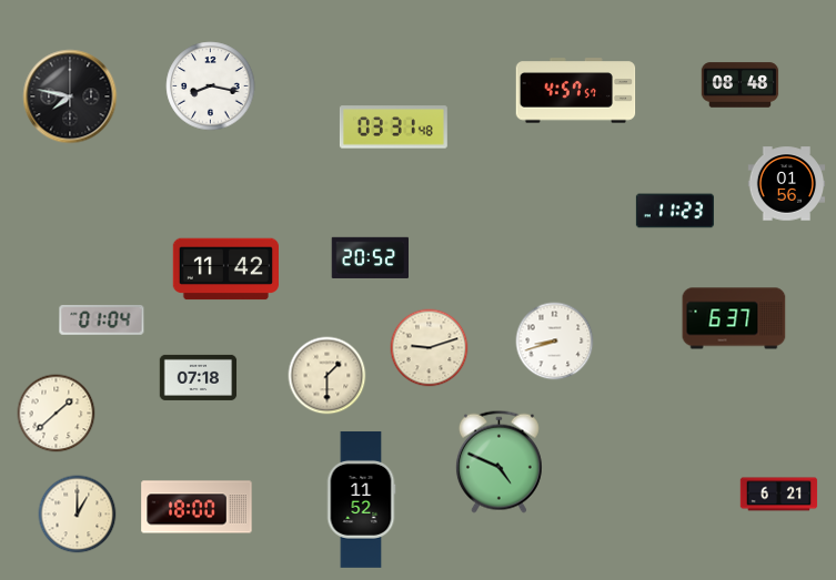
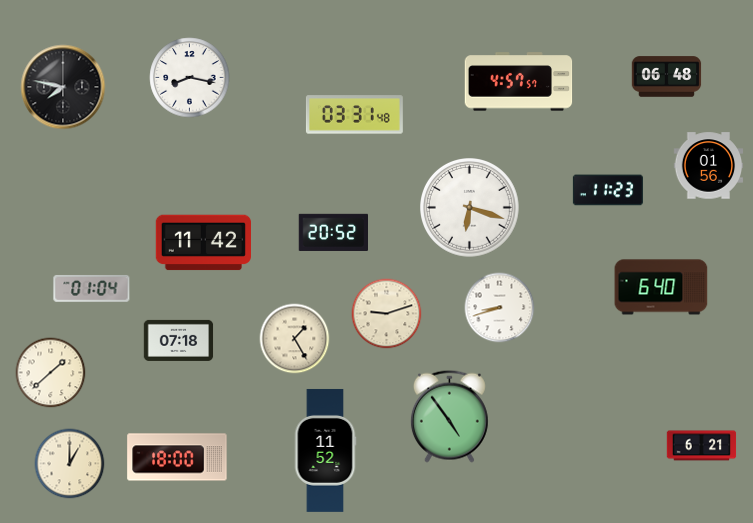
clock at (741, 85): 08:48 -> 06:48
clock at (470, 208): none -> 6:18
clock at (734, 318): 6:37 -> 6:40
clock at (328, 376): 1:30 -> 1:25
clock at (498, 461): 4:49 -> 4:54
